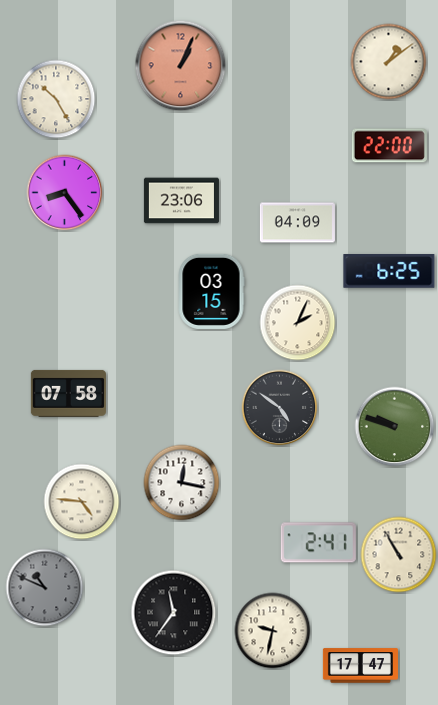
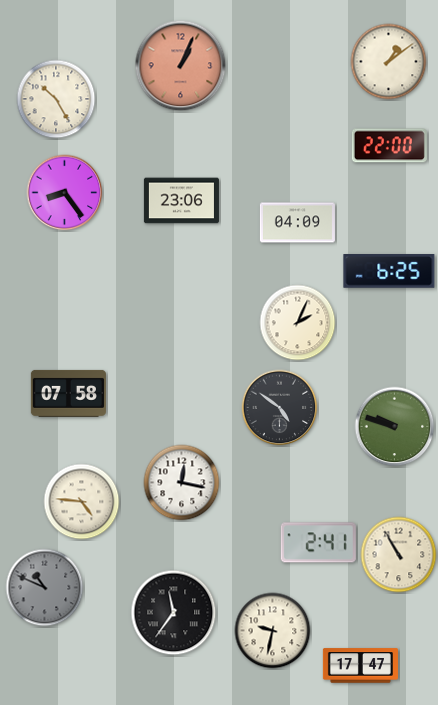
clock at (211, 291): 03:15 -> none
